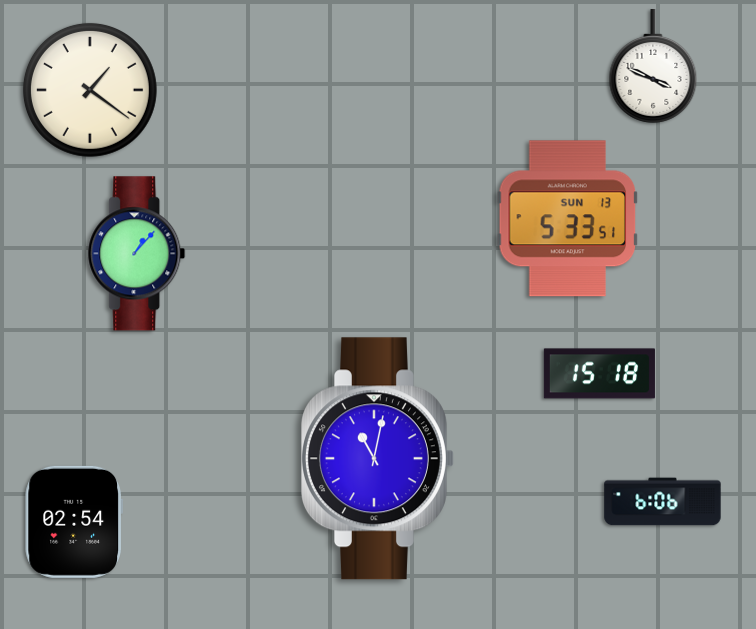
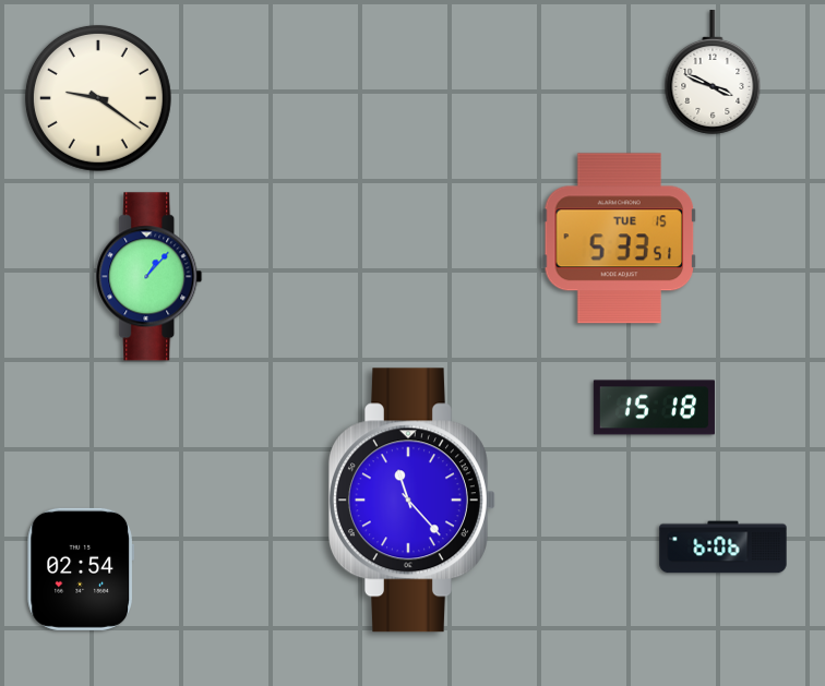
clock at (90, 90): 1:21 -> 9:21
clock at (568, 219) date: SUN 13 -> TUE 15
clock at (377, 459): 11:02 -> 11:23
